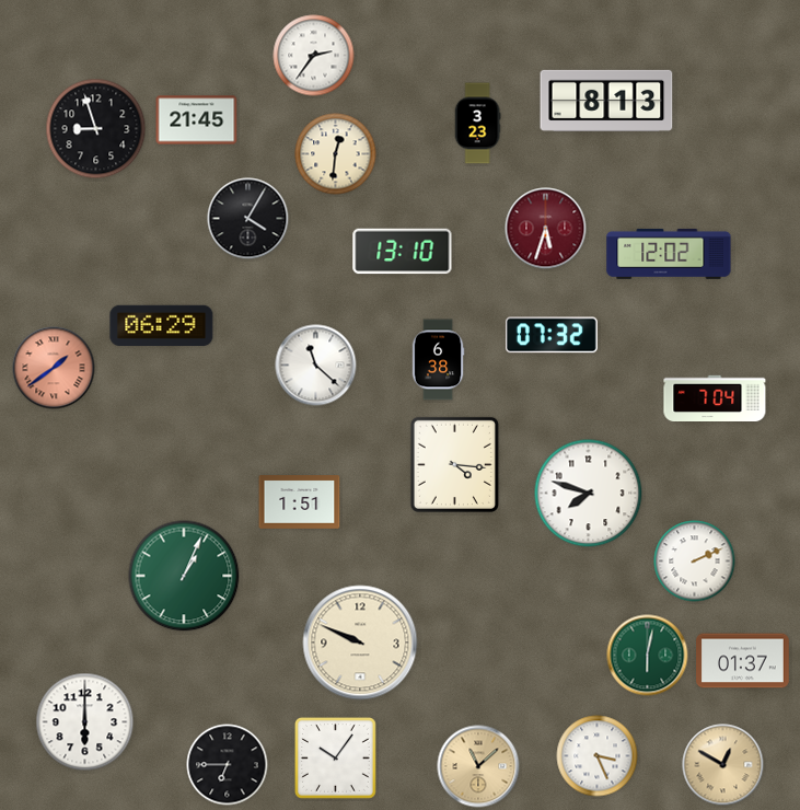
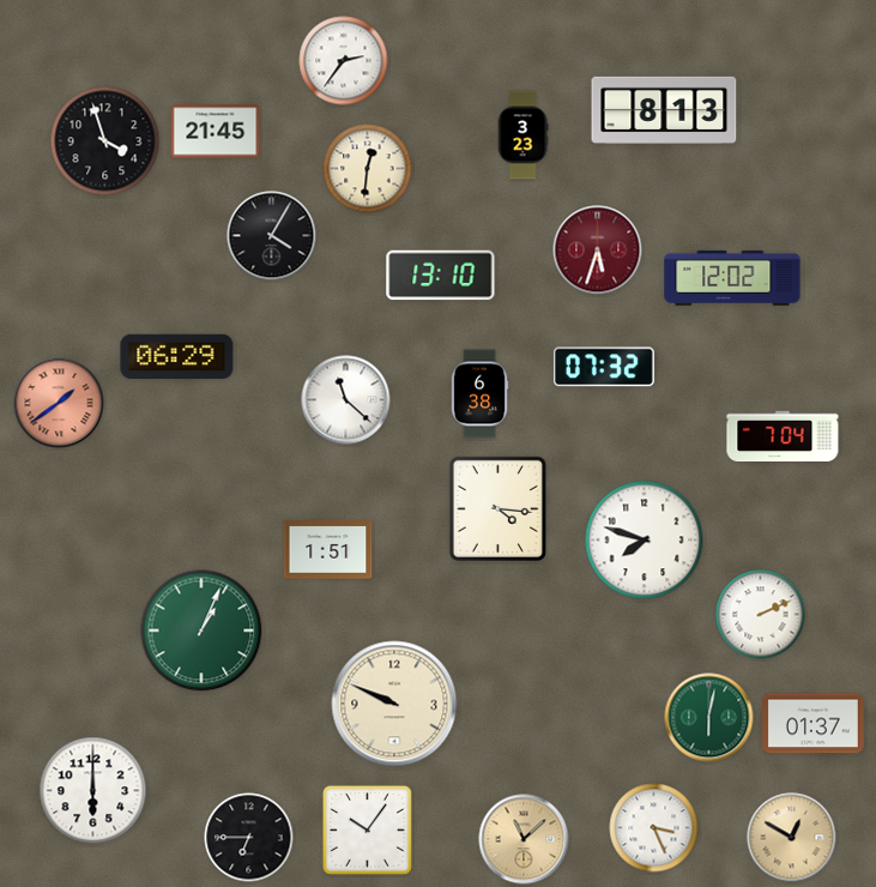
clock at (96, 129): 8:57 -> 3:57
clock at (248, 219) position: (248, 219) -> (272, 236)
